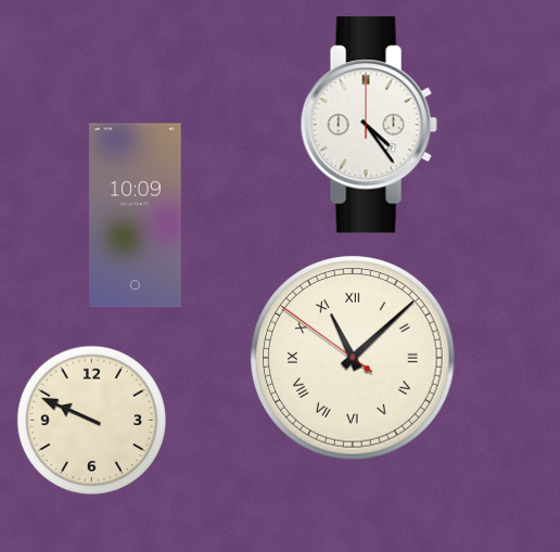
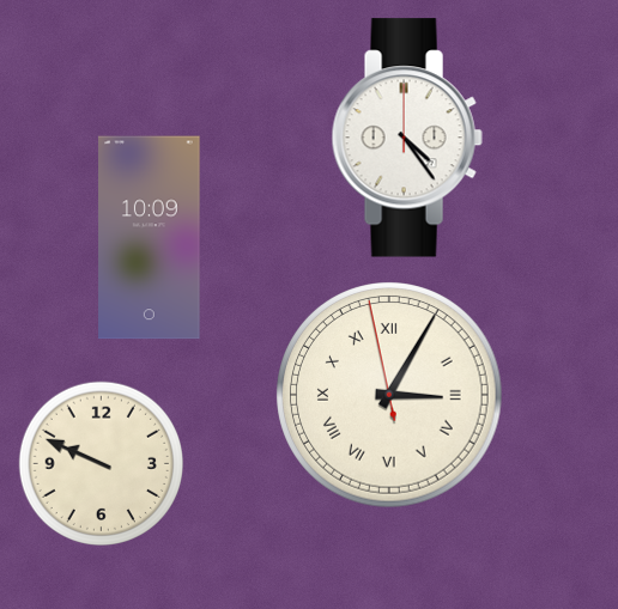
clock at (353, 358): 11:07 -> 3:04
